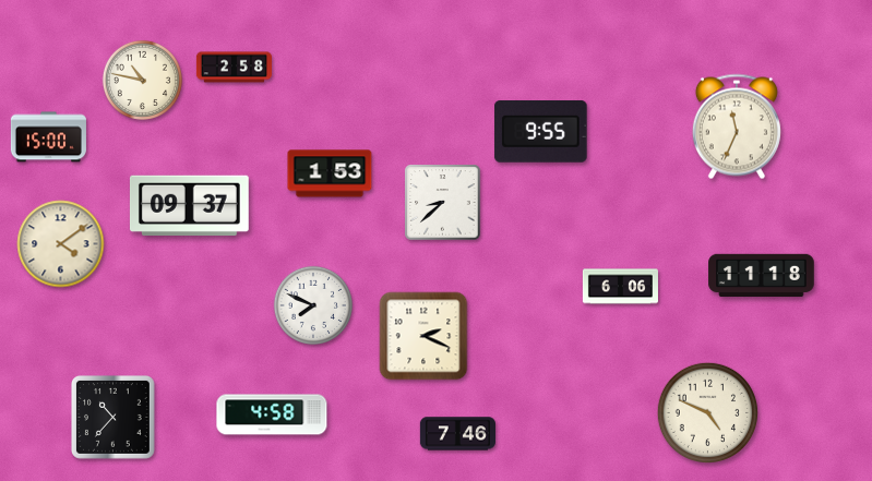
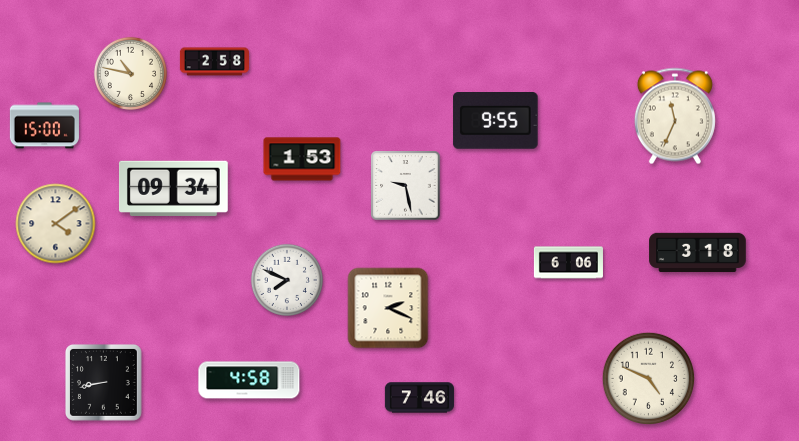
clock at (443, 203): 8:38 -> 9:28
clock at (189, 205): 09:37 -> 09:34
clock at (762, 276): 11:18 -> 3:18
clock at (114, 418): 10:37 -> 8:43
